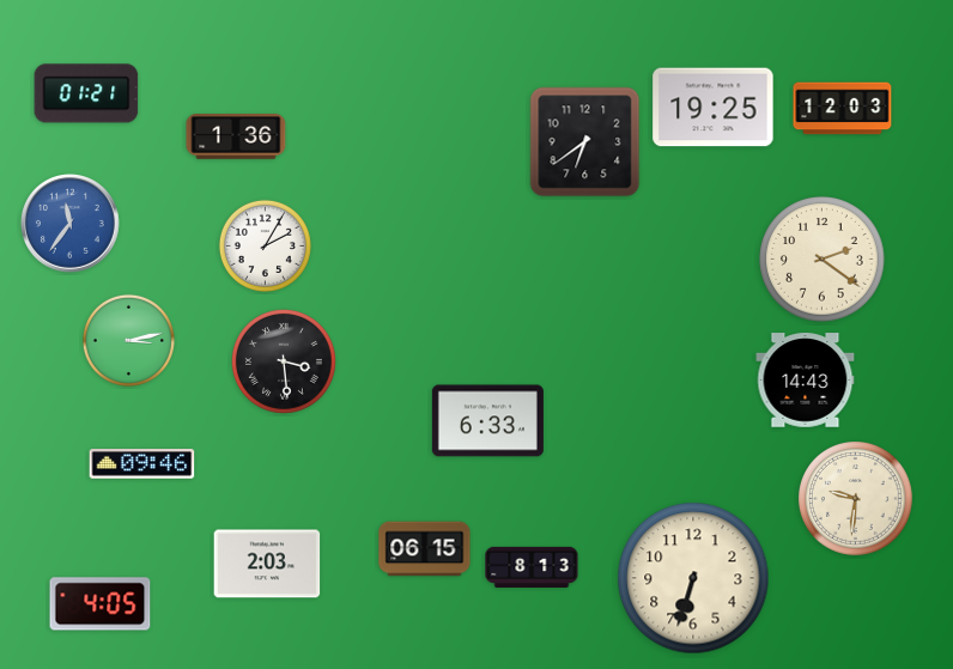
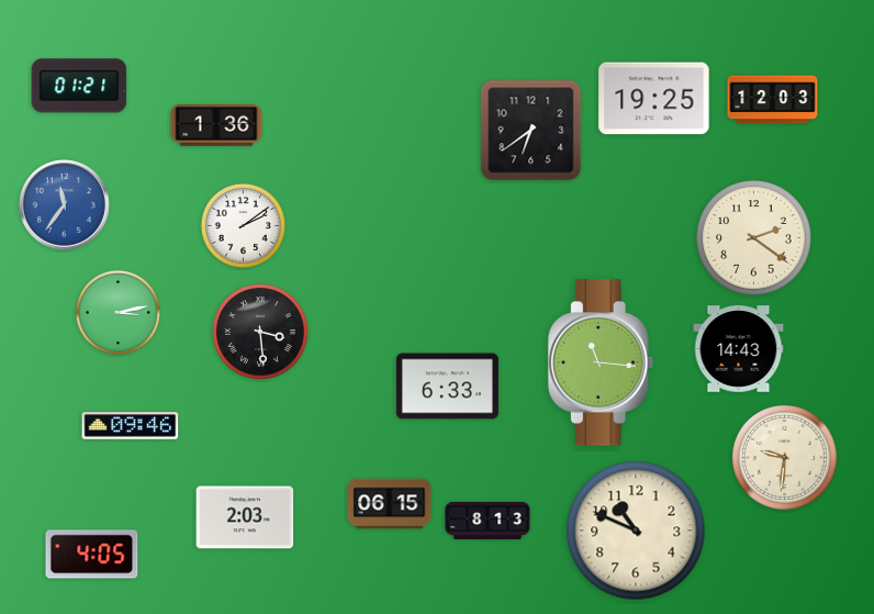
clock at (585, 142) position: (585, 142) -> (531, 131)
clock at (265, 245): 2:05 -> 2:09
clock at (601, 362): none -> 11:16
clock at (693, 578): 6:33 -> 10:49
